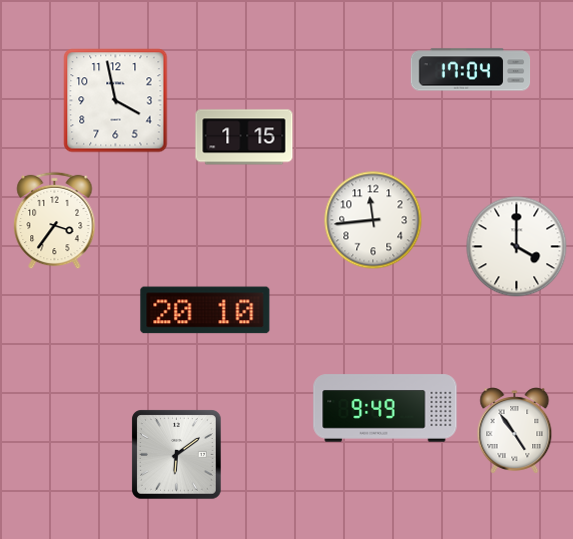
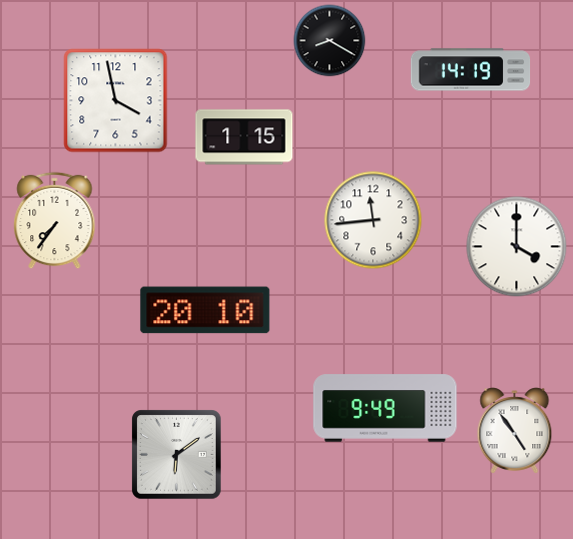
clock at (330, 41): none -> 8:20
clock at (471, 70): 17:04 -> 14:19
clock at (55, 221): 3:36 -> 7:36
